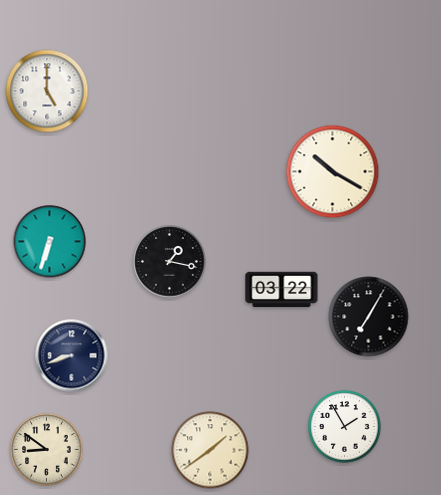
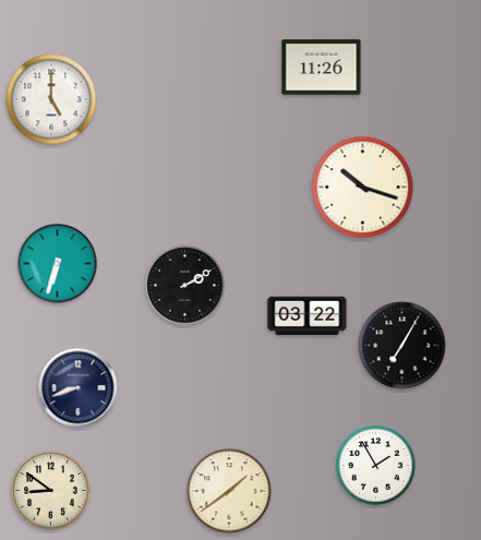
clock at (322, 68): none -> 11:26
clock at (333, 172): 10:20 -> 10:18
clock at (50, 242) position: (50, 242) -> (58, 264)
clock at (170, 262): 1:17 -> 2:10
